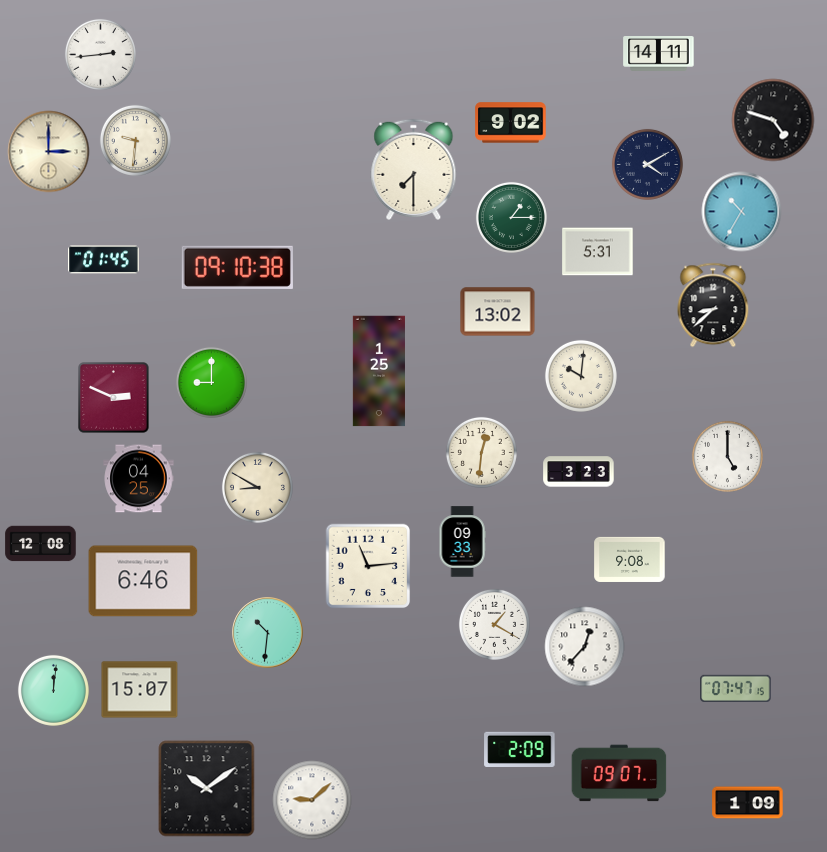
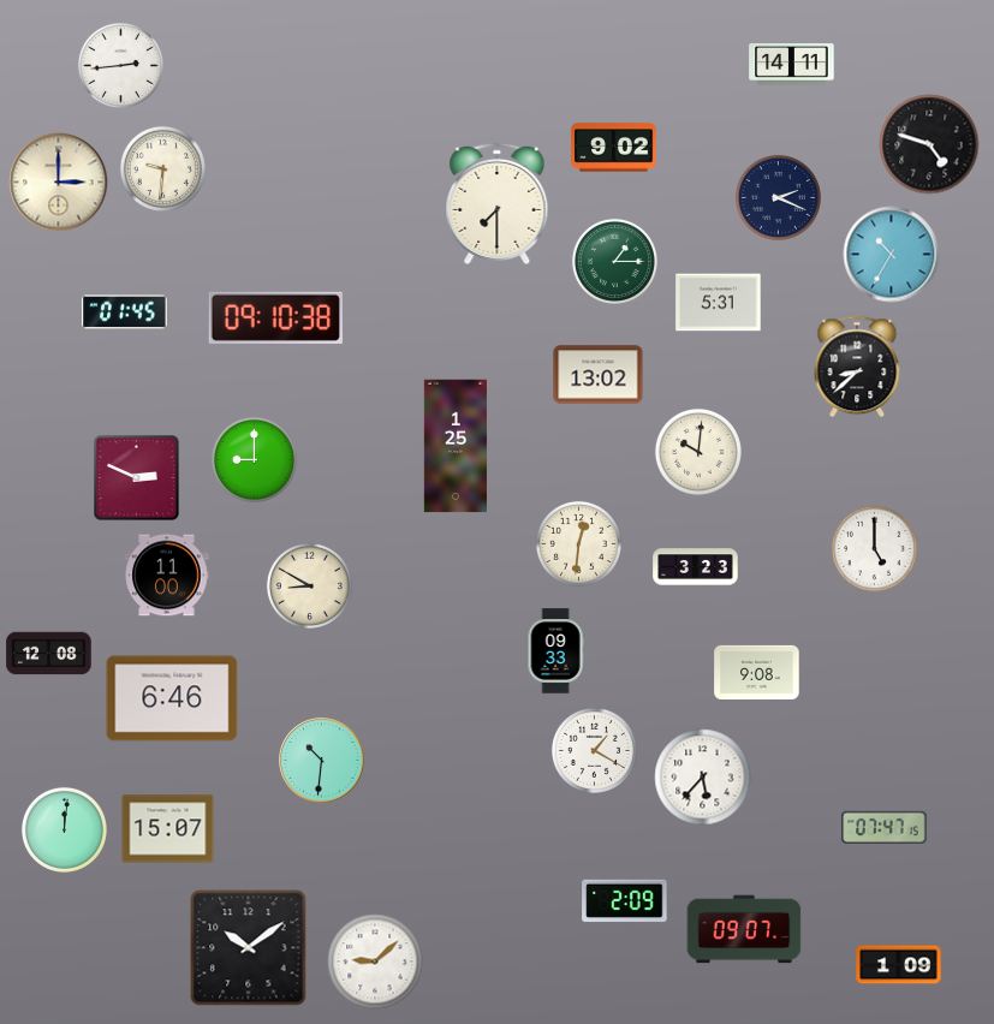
clock at (647, 164): 4:10 -> 2:19
clock at (237, 267) position: (237, 267) -> (275, 317)
clock at (139, 479): 04:25 -> 11:00
clock at (368, 566): 11:14 -> none
clock at (585, 647): 12:37 -> 5:37
